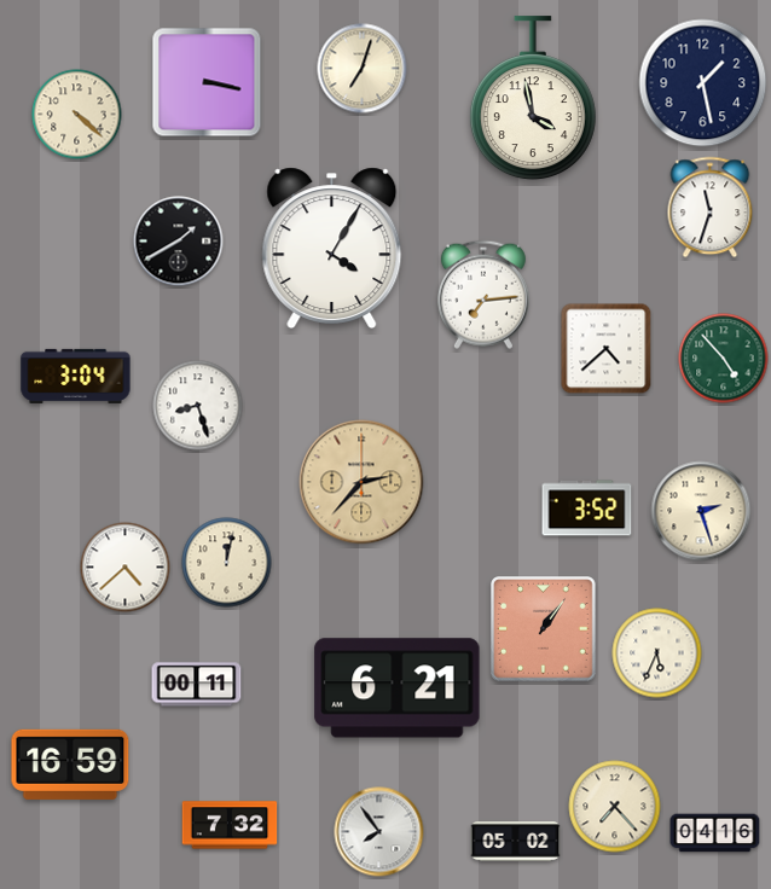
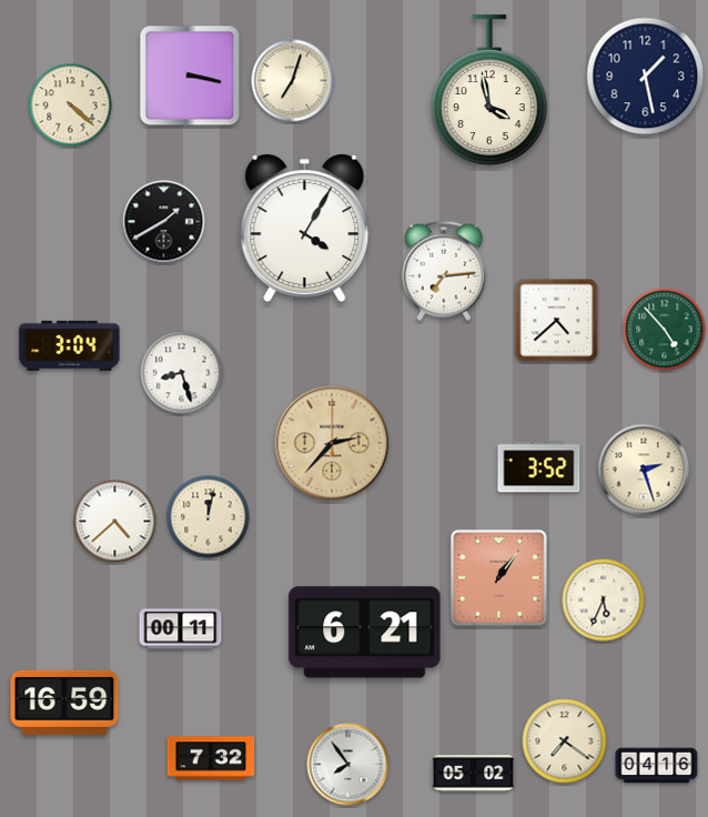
clock at (363, 69) position: (363, 69) -> (293, 81)
clock at (711, 208): 11:33 -> none
clock at (615, 807): 7:23 -> 7:21
